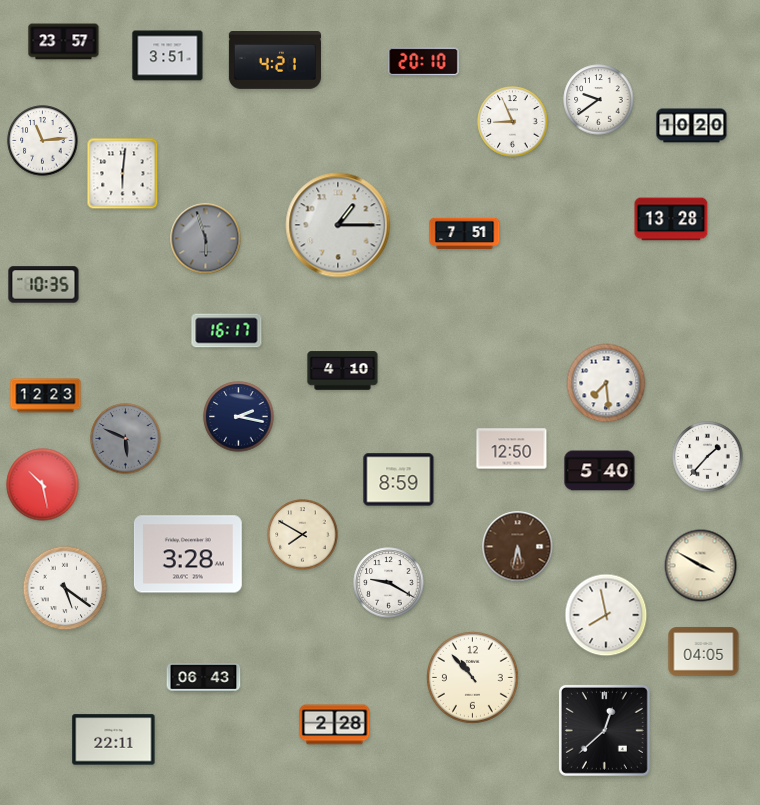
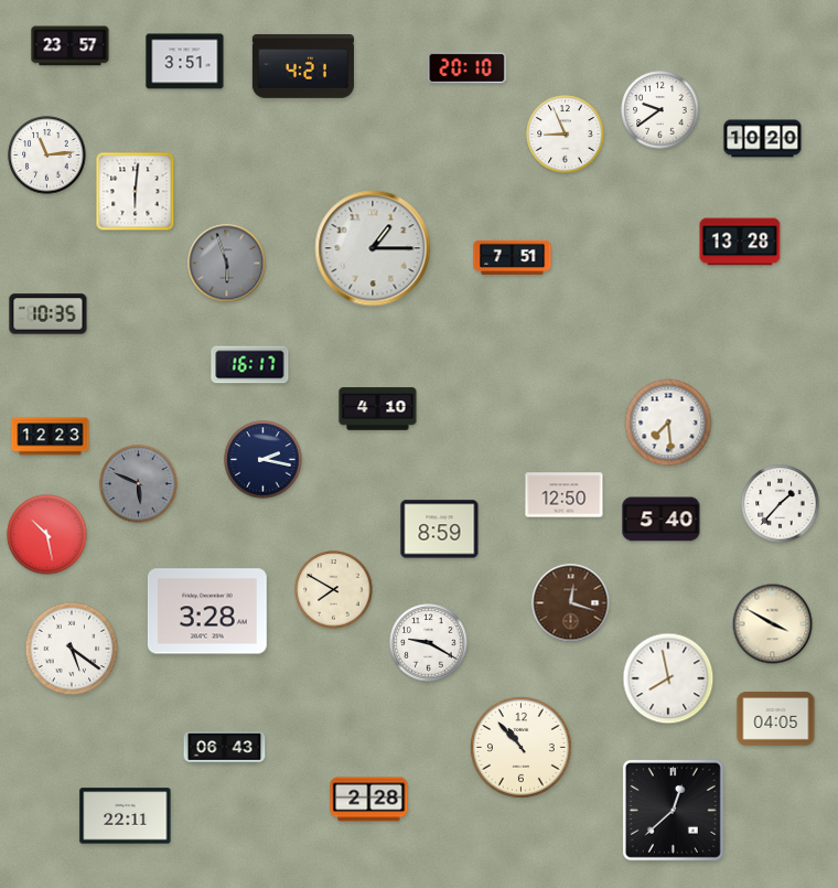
clock at (518, 547): 5:32 -> 12:18
clock at (604, 730) position: (604, 730) -> (673, 810)
